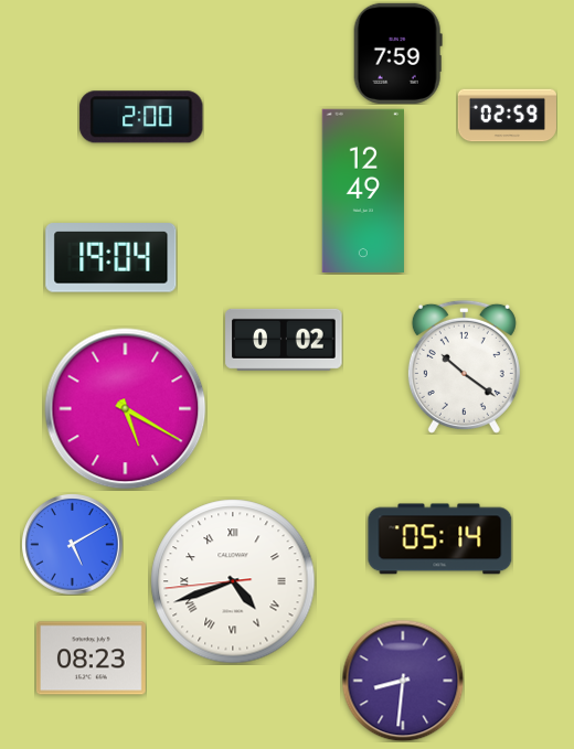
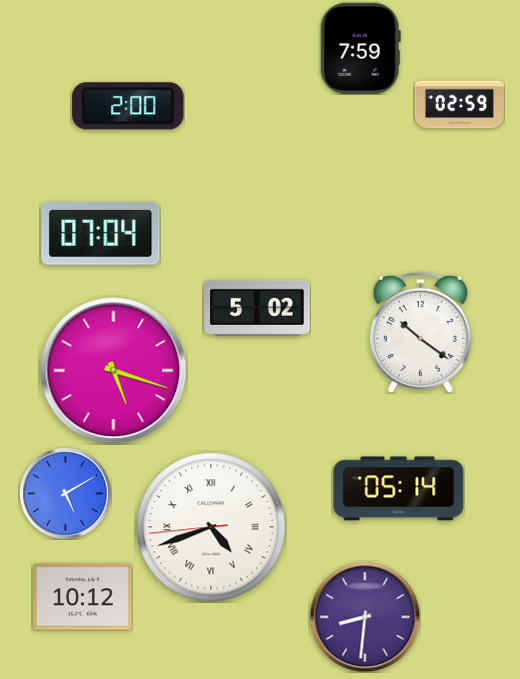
clock at (362, 190): 12:49 -> none
clock at (111, 258): 19:04 -> 07:04
clock at (284, 340): 0:02 -> 5:02
clock at (126, 409): 5:20 -> 5:18
clock at (91, 659): 08:23 -> 10:12
